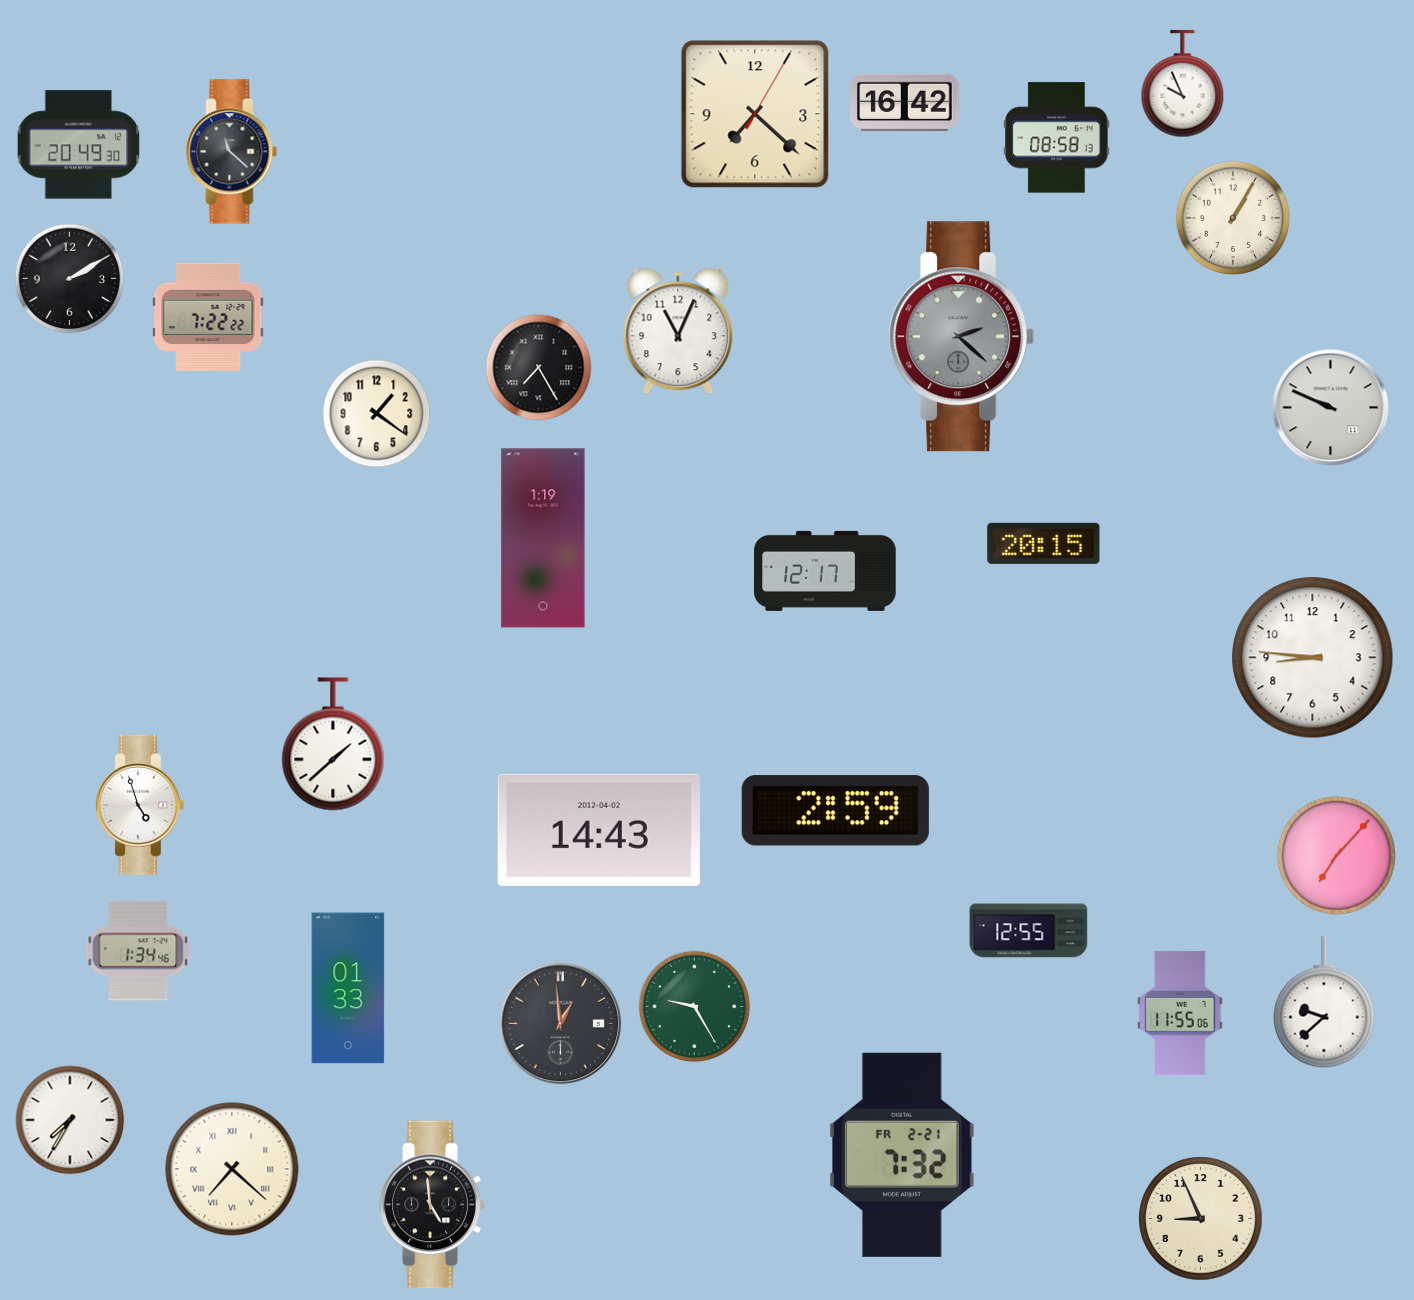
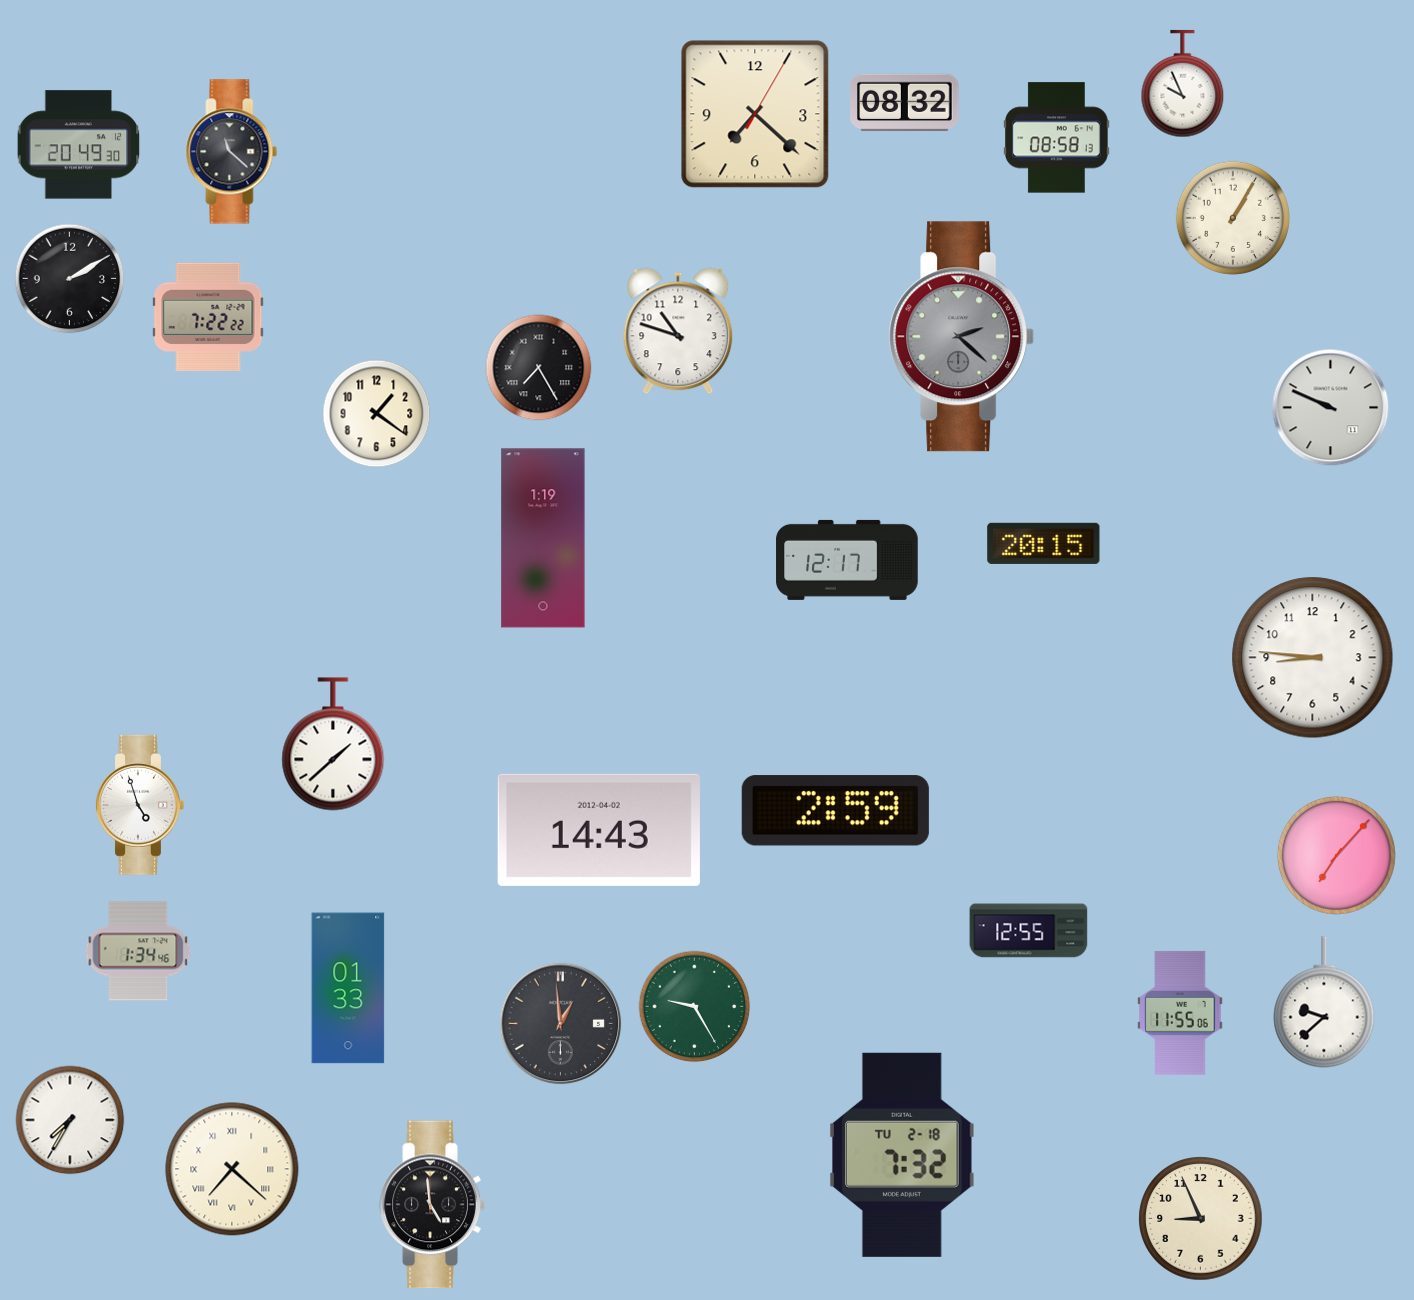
clock at (905, 103): 16:42 -> 08:32
clock at (678, 331): 11:04 -> 10:48
clock at (825, 571) position: (825, 571) -> (847, 560)
clock at (903, 1155) date: FR 2-21 -> TU 2-18
